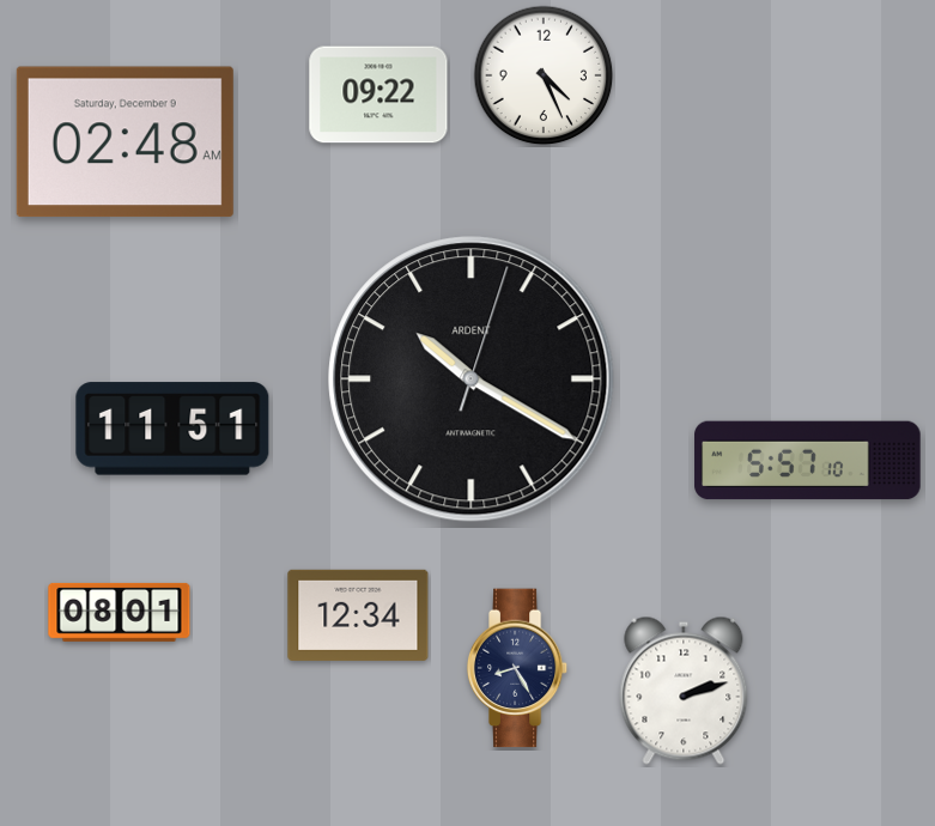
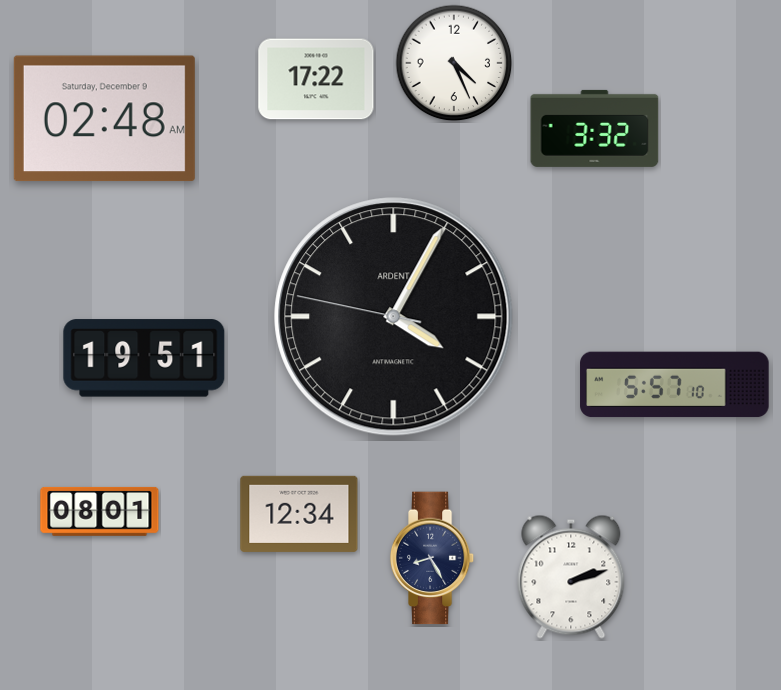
clock at (378, 95): 09:22 -> 17:22
clock at (595, 128): none -> 3:32
clock at (472, 379): 10:20 -> 4:04
clock at (172, 429): 11:51 -> 19:51
